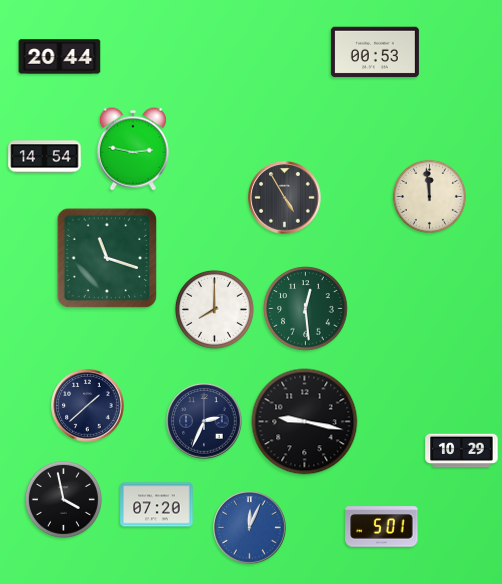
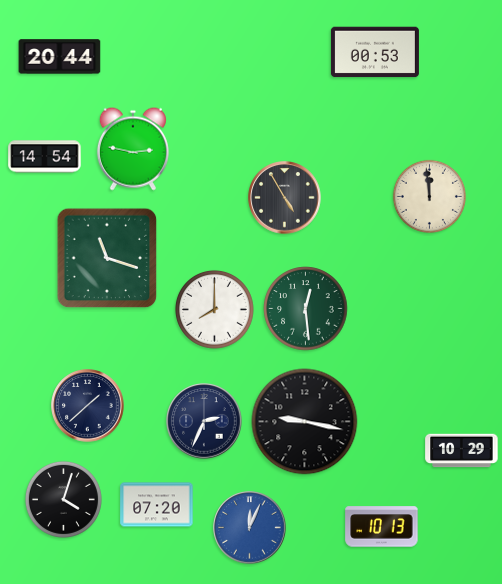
clock at (63, 499): 3:58 -> 4:03
clock at (382, 527): 5:01 -> 10:13
